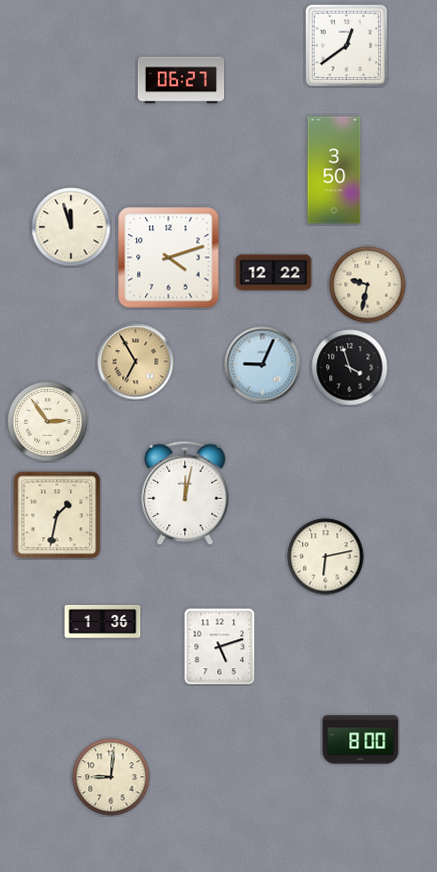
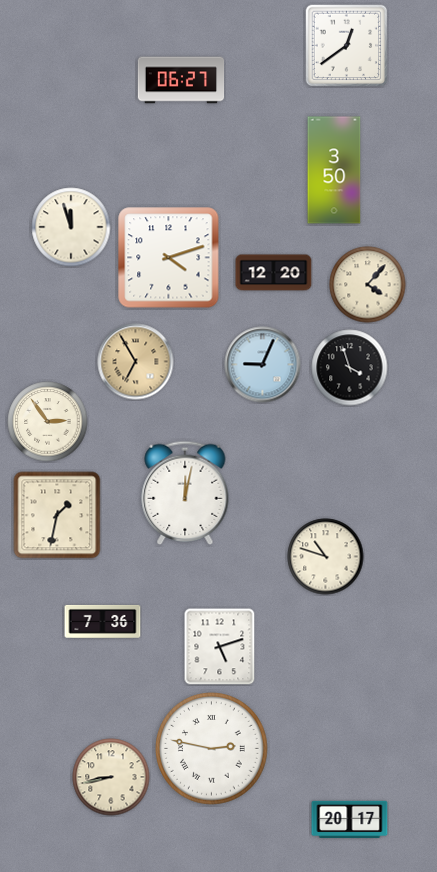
clock at (274, 273): 12:22 -> 12:20
clock at (368, 285): 9:32 -> 4:07
clock at (326, 557): 6:13 -> 10:48
clock at (103, 621): 1:36 -> 7:36
clock at (361, 740): 8:00 -> none
clock at (212, 749): none -> 2:47
clock at (111, 777): 9:01 -> 8:43
clock at (350, 819): none -> 20:17
